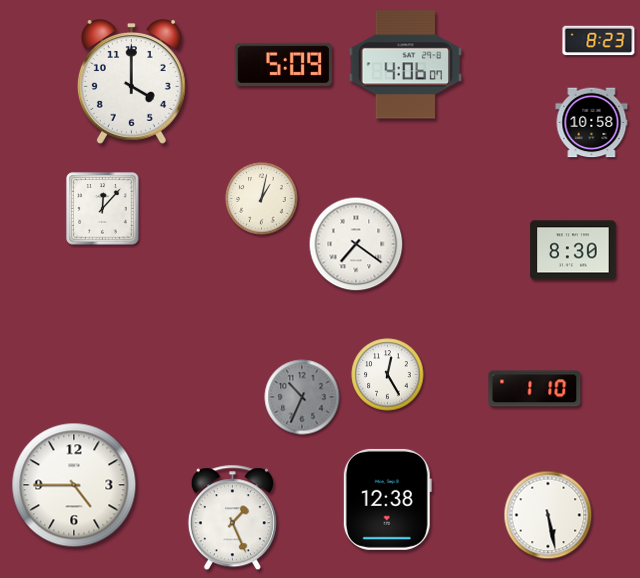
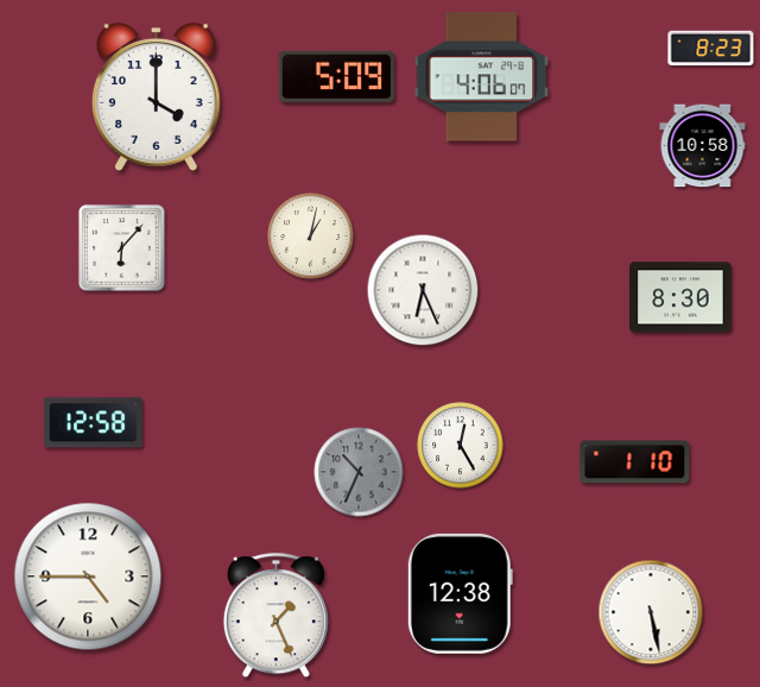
clock at (103, 209): 12:07 -> 6:07
clock at (356, 244): 7:21 -> 6:26
clock at (93, 423): none -> 12:58
